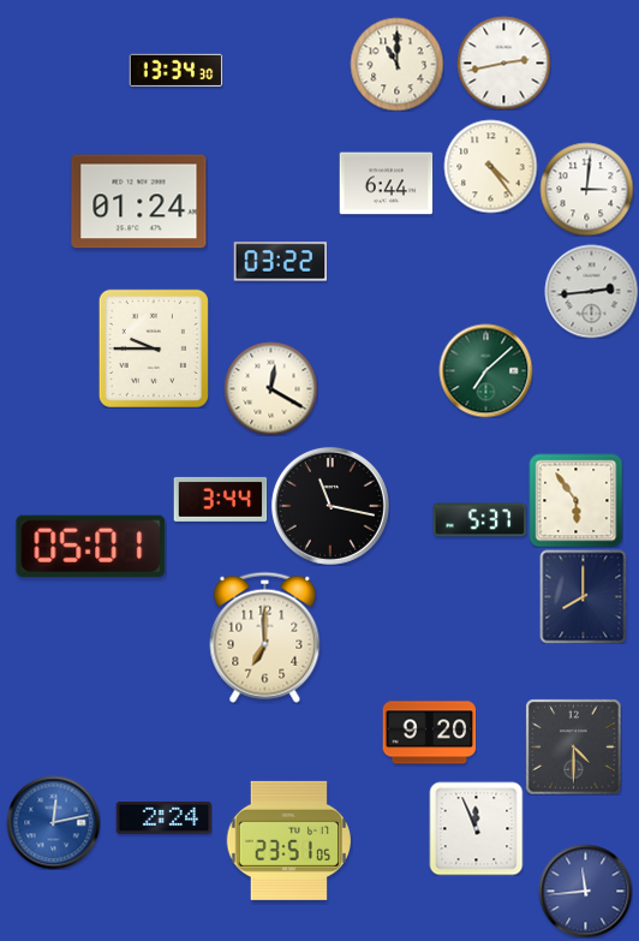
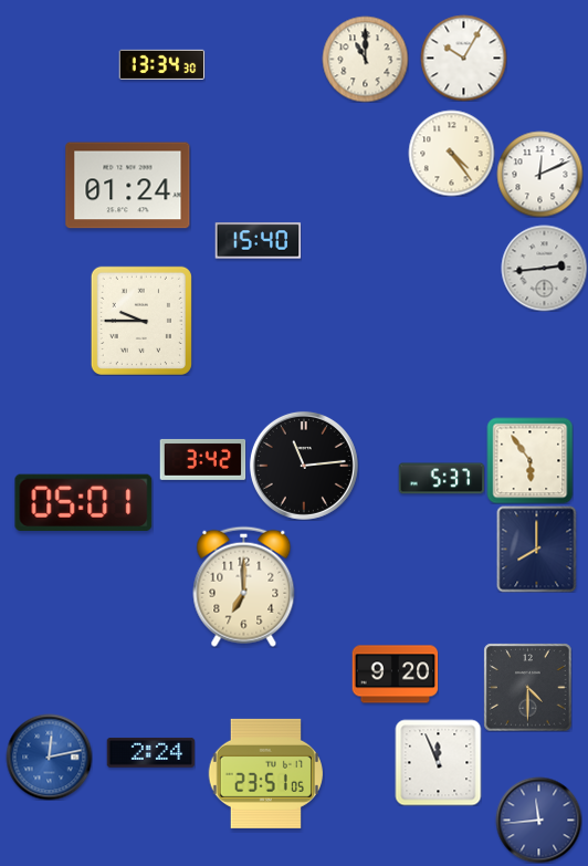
clock at (503, 62): 2:43 -> 10:05
clock at (386, 184): 6:44 -> none
clock at (586, 189): 3:01 -> 12:11
clock at (280, 262): 03:22 -> 15:40
clock at (485, 370): 7:08 -> none
clock at (270, 388): 12:20 -> none
clock at (220, 499): 3:44 -> 3:42
clock at (330, 506): 11:17 -> 11:14
